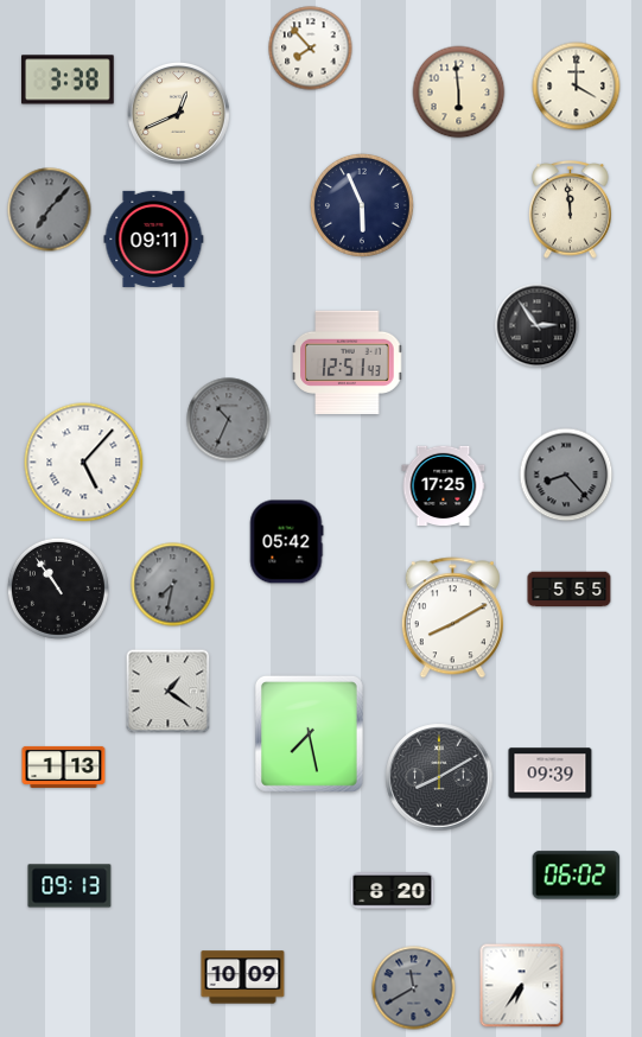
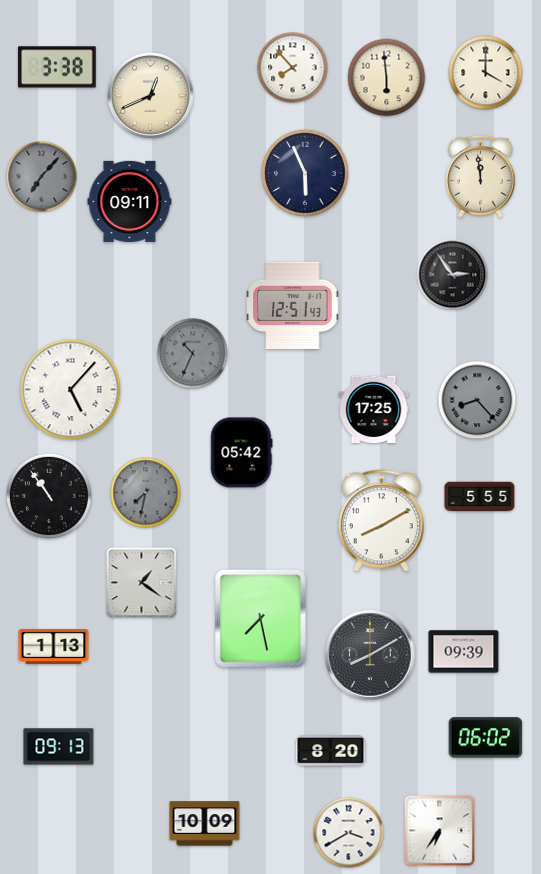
clock at (311, 49) position: (311, 49) -> (293, 68)
clock at (286, 542) position: (286, 542) -> (241, 453)
clock at (414, 988): 11:40 -> 3:40
clock at (414, 988) dial: grey -> white
